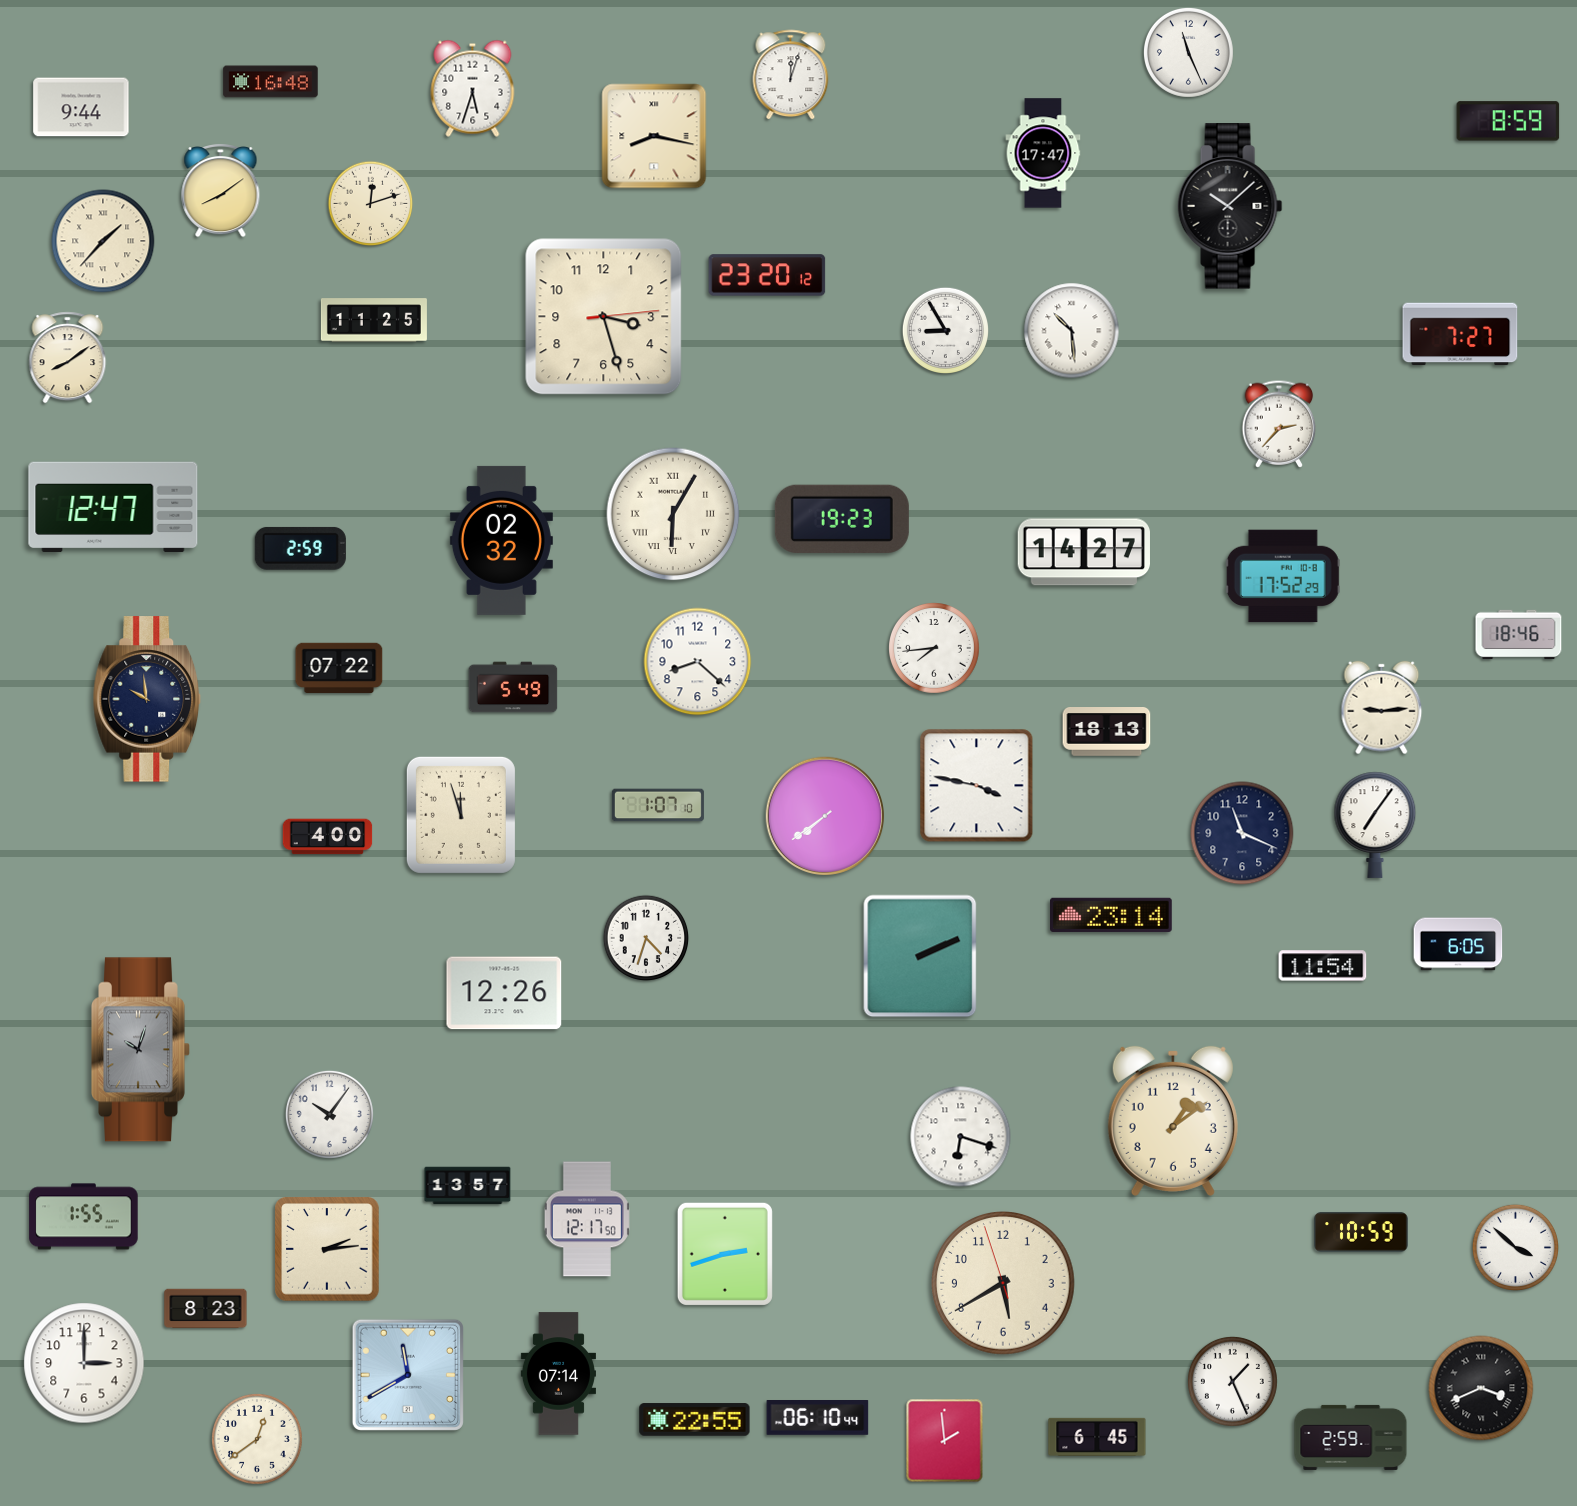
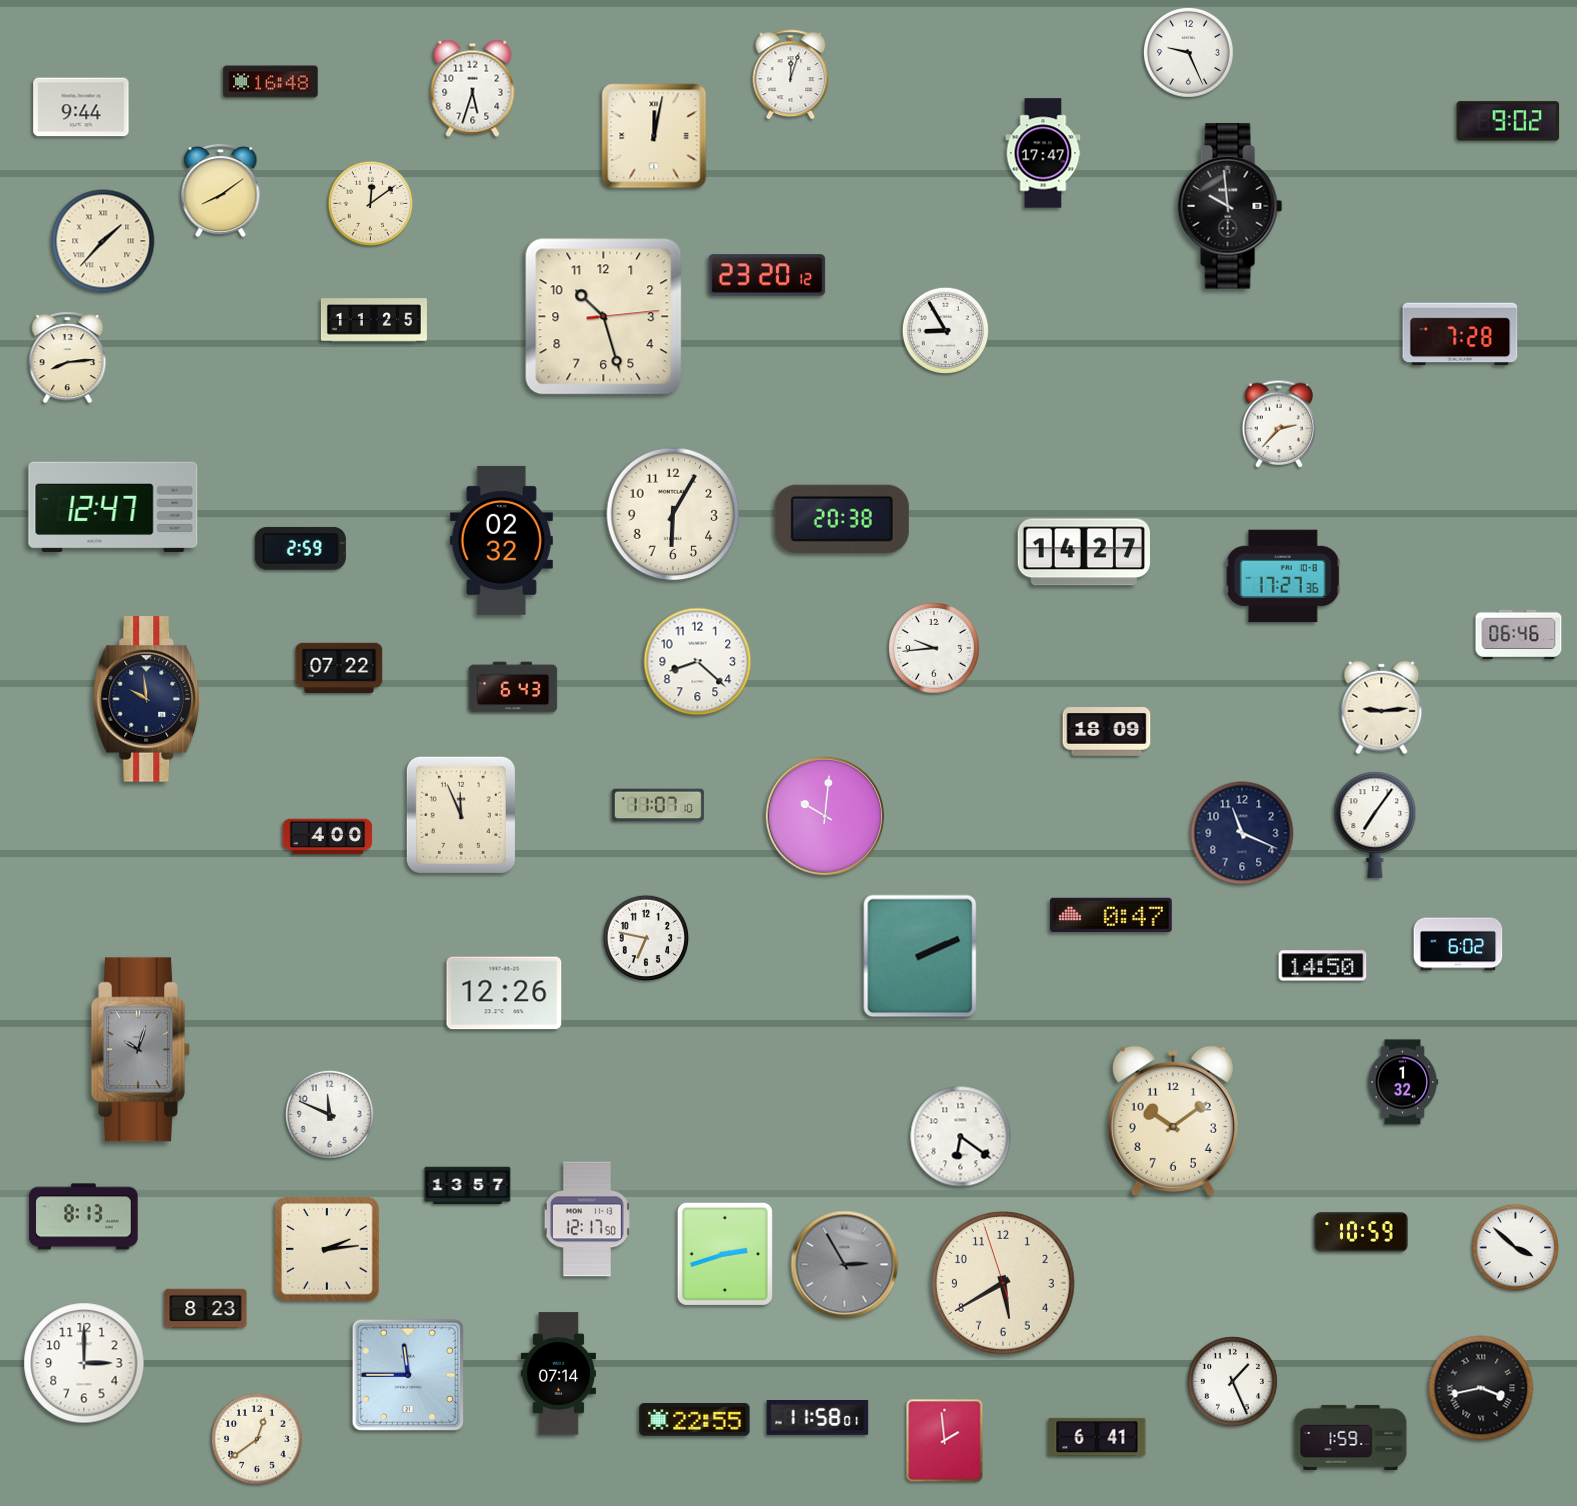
clock at (1188, 52): 11:26 -> 9:26
clock at (1508, 121): 8:59 -> 9:02
clock at (654, 136): 8:17 -> 12:02
clock at (371, 204): 12:12 -> 12:09
clock at (1230, 206): 10:08 -> 9:59
clock at (604, 317): 3:27 -> 10:27
clock at (1072, 331): 10:29 -> none
clock at (1460, 334): 7:27 -> 7:28
clock at (68, 358): 8:09 -> 8:14
clock at (673, 514) numerals: Roman -> Arabic
clock at (842, 519): 19:23 -> 20:38
clock at (1283, 576): 17:52 -> 17:27
clock at (1519, 635): 18:46 -> 06:46
clock at (935, 649): 7:44 -> 9:44
clock at (513, 687): 5:49 -> 6:43
clock at (1107, 732): 18:13 -> 18:09
clock at (977, 786): 3:47 -> none
clock at (658, 805): 1:07 -> 11:07
clock at (461, 815): 11:57 -> 11:56
clock at (824, 815): 7:39 -> 10:01
clock at (1112, 915): 23:14 -> 0:47
clock at (646, 938): 4:33 -> 6:47
clock at (1458, 944): 6:05 -> 6:02
clock at (1323, 966): 11:54 -> 14:50
clock at (1403, 1082): none -> 1:32
clock at (329, 1114): 10:06 -> 11:49
clock at (1173, 1121): 1:09 -> 10:09
clock at (961, 1137): 6:18 -> 6:21
clock at (84, 1217): 1:55 -> 8:13
clock at (845, 1265): none -> 2:55
clock at (408, 1375): 11:40 -> 11:45
clock at (1481, 1388): 3:41 -> 3:43
clock at (818, 1418): 06:10 -> 11:58
clock at (1097, 1437): 6:45 -> 6:41
clock at (1351, 1437): 2:59 -> 1:59
